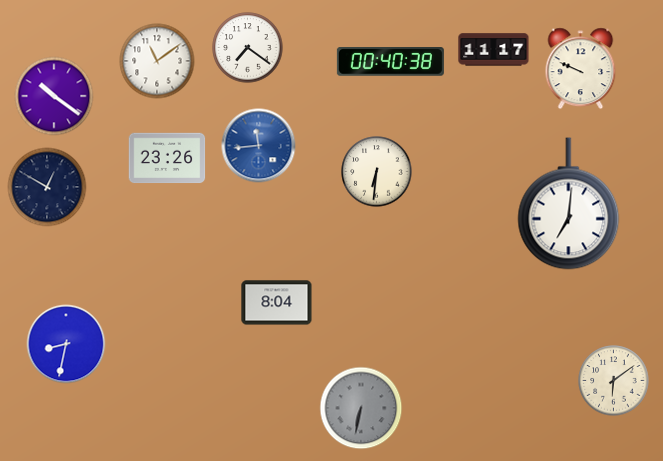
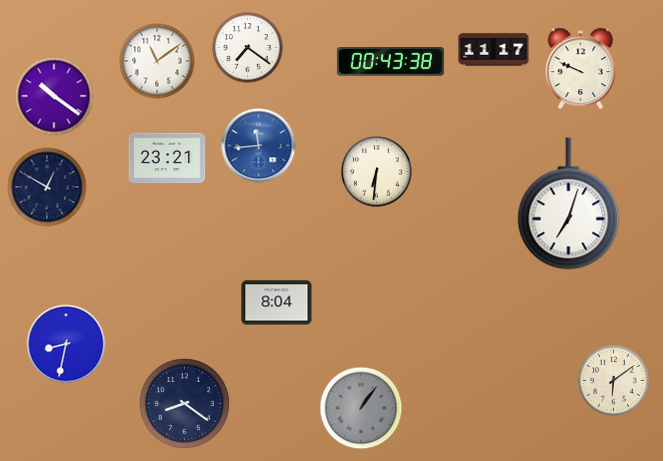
clock at (390, 62): 00:40 -> 00:43
clock at (167, 158): 23:26 -> 23:21
clock at (569, 204): 7:01 -> 7:03
clock at (184, 403): none -> 8:21
clock at (361, 408): 6:32 -> 1:06
